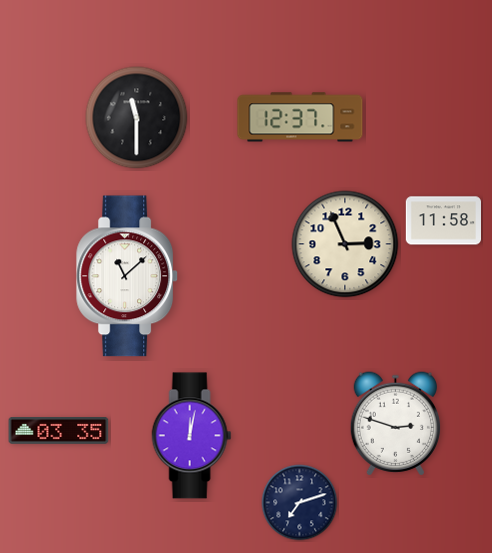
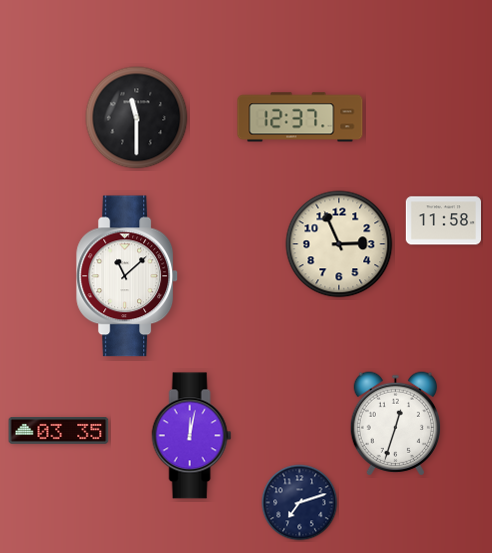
clock at (345, 244) position: (345, 244) -> (339, 244)
clock at (395, 424): 2:48 -> 12:33
